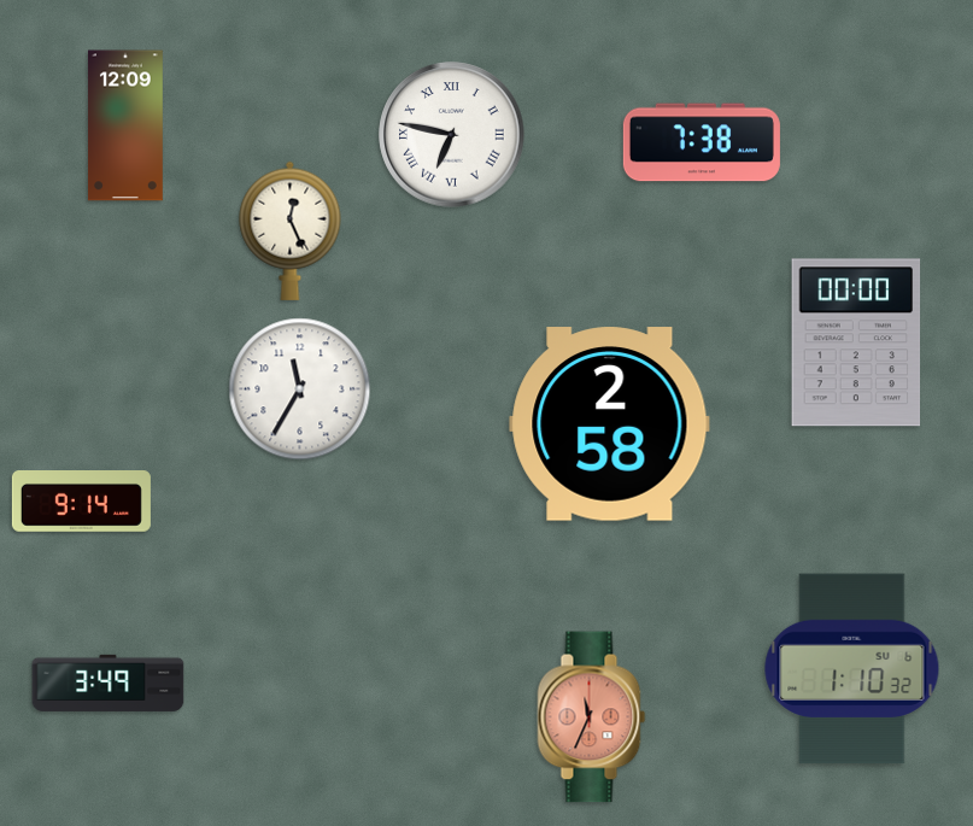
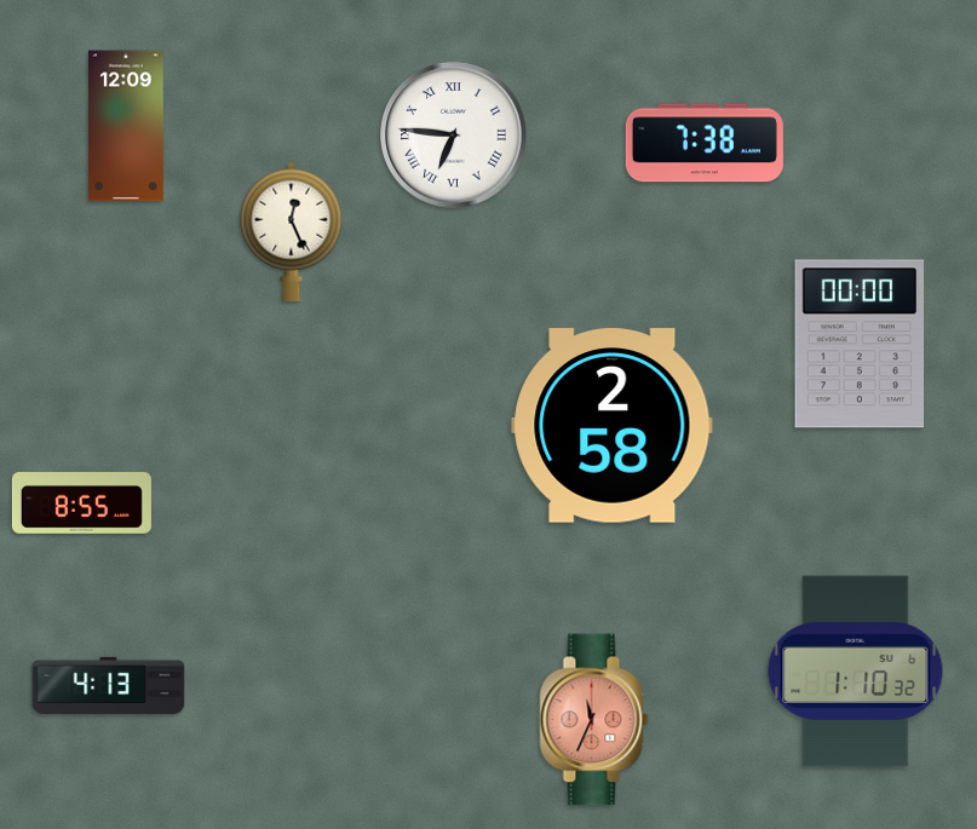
clock at (452, 135): 6:47 -> 6:46
clock at (300, 389): 11:35 -> none
clock at (81, 502): 9:14 -> 8:55
clock at (109, 683): 3:49 -> 4:13
